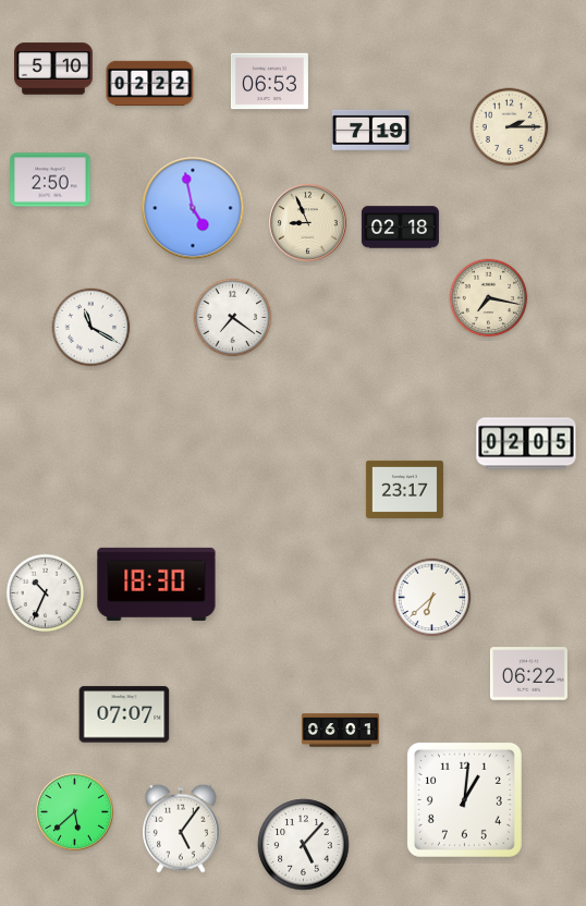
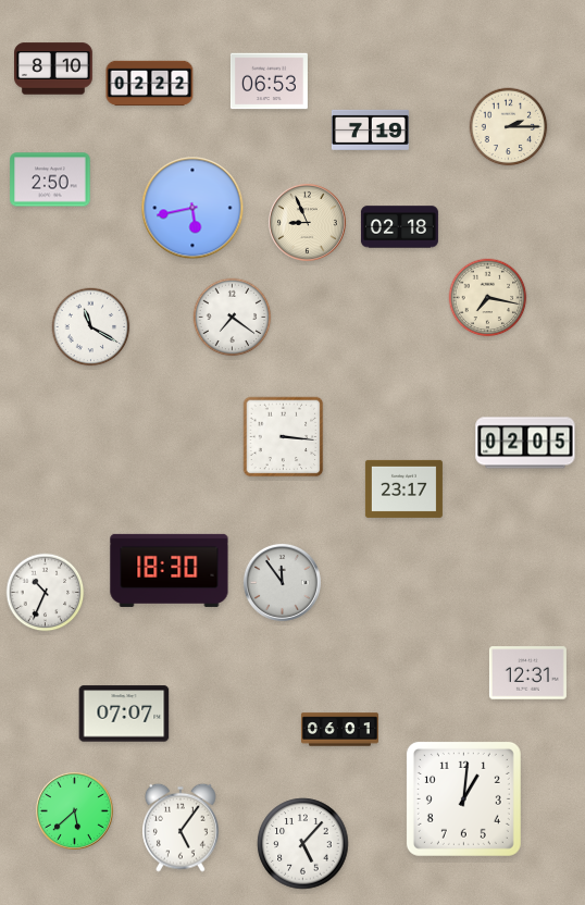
clock at (54, 69): 5:10 -> 8:10
clock at (193, 208): 4:58 -> 5:43
clock at (284, 437): none -> 3:16
clock at (282, 582): none -> 11:54
clock at (157, 584) position: (157, 584) -> (170, 570)
clock at (432, 598): 6:38 -> none
clock at (528, 674): 06:22 -> 12:31
